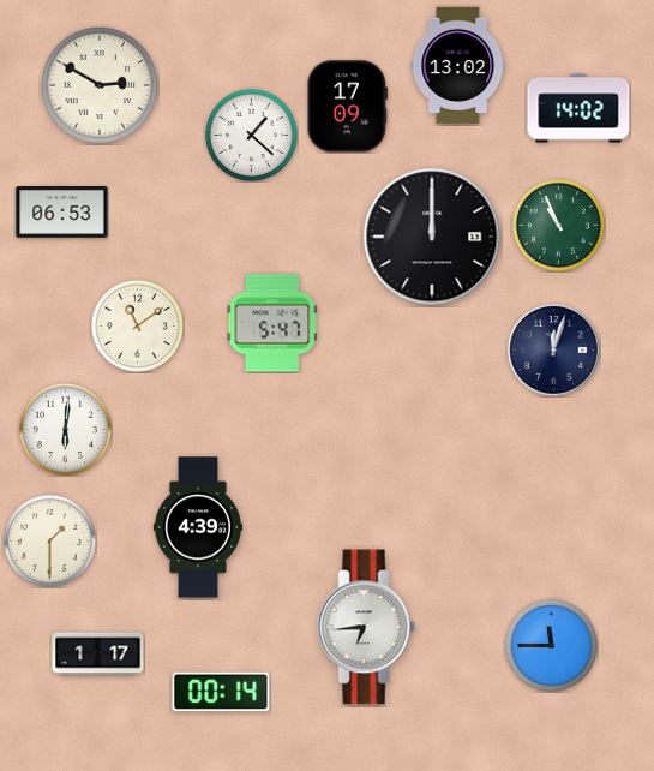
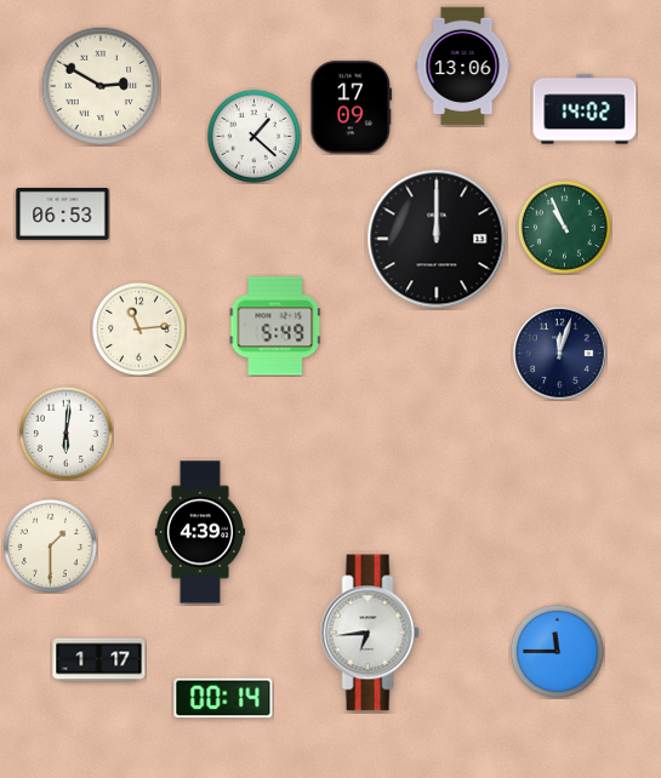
clock at (458, 66): 13:02 -> 13:06
clock at (272, 323): 5:47 -> 5:49
clock at (137, 325): 11:09 -> 11:14
